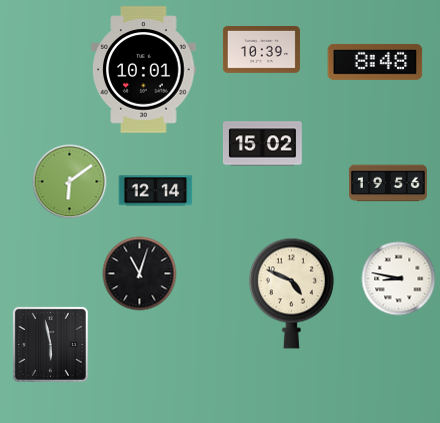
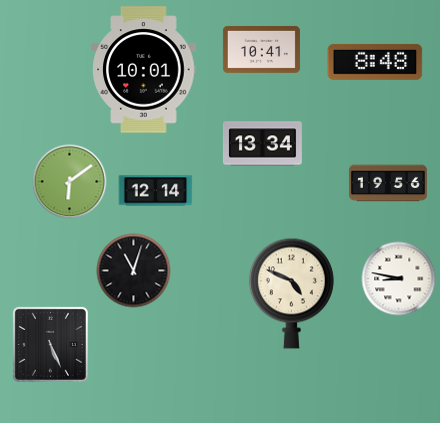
clock at (261, 49): 10:39 -> 10:41
clock at (262, 144): 15:02 -> 13:34
clock at (140, 274) position: (140, 274) -> (134, 271)
clock at (50, 344): 5:58 -> 5:26
